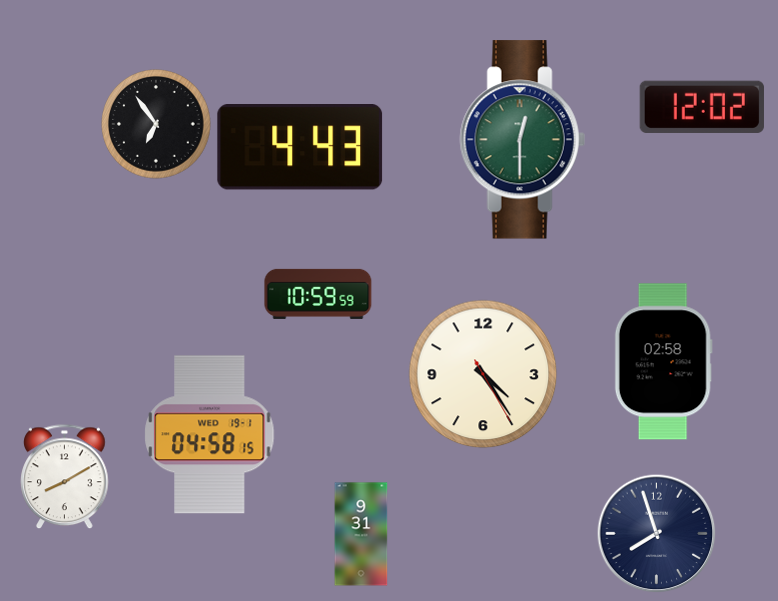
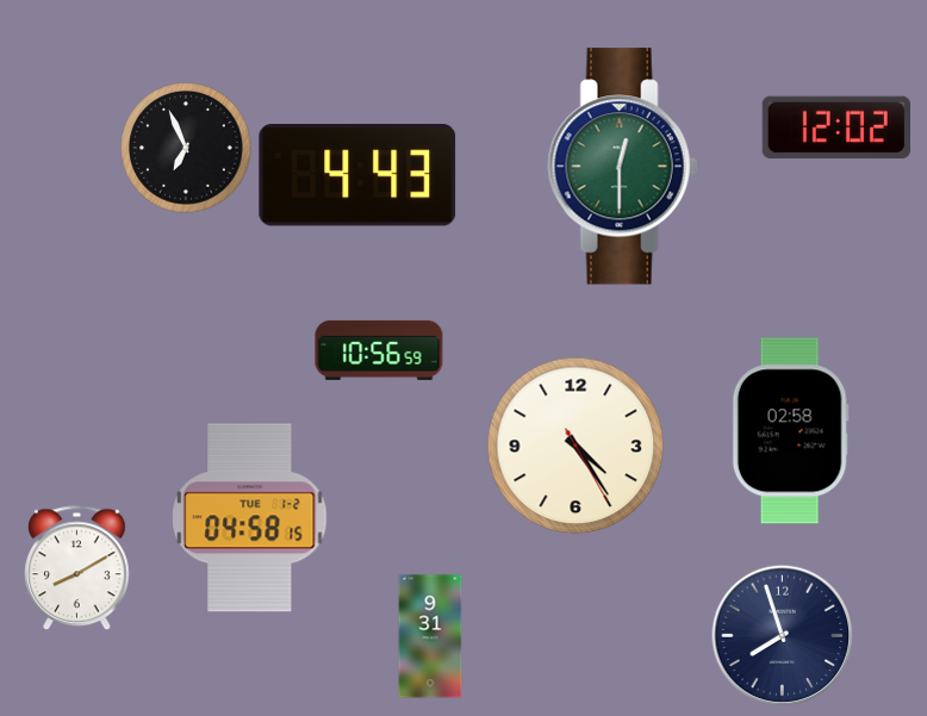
clock at (156, 124): 6:54 -> 6:56
clock at (318, 294): 10:59 -> 10:56
clock at (210, 435) date: WED 19-1 -> TUE 1-2
